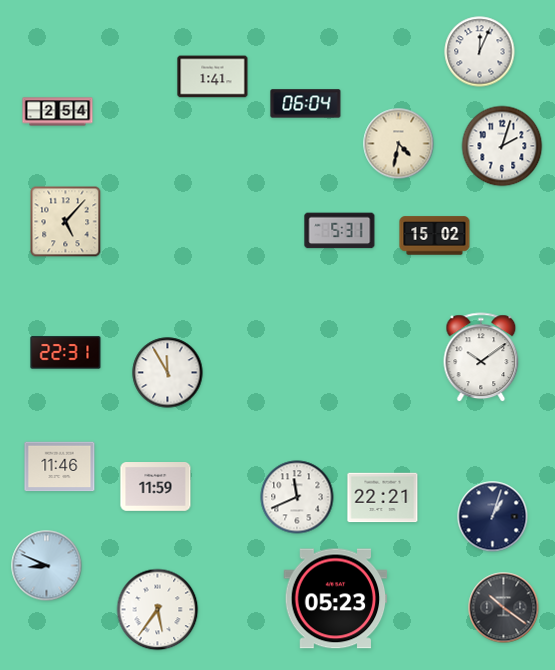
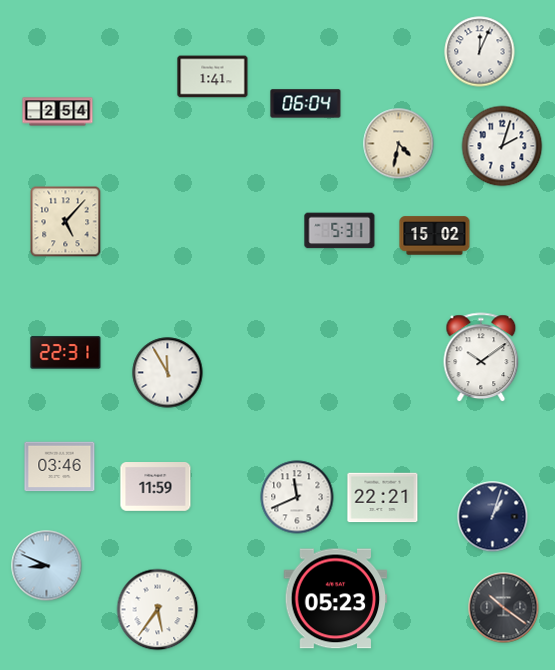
clock at (60, 467): 11:46 -> 03:46
